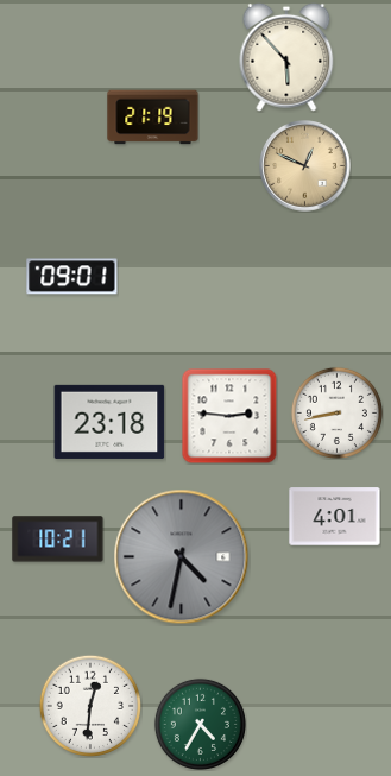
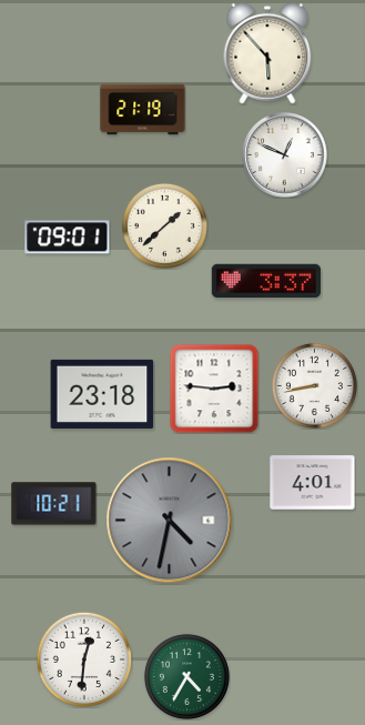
clock at (305, 166) dial: champagne -> white
clock at (164, 225): none -> 1:38
clock at (72, 277) position: (72, 277) -> (68, 238)
clock at (266, 281): none -> 3:37
